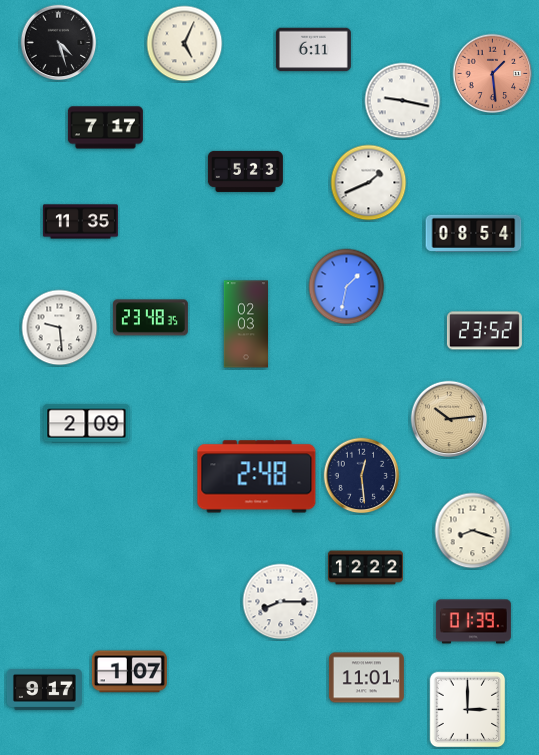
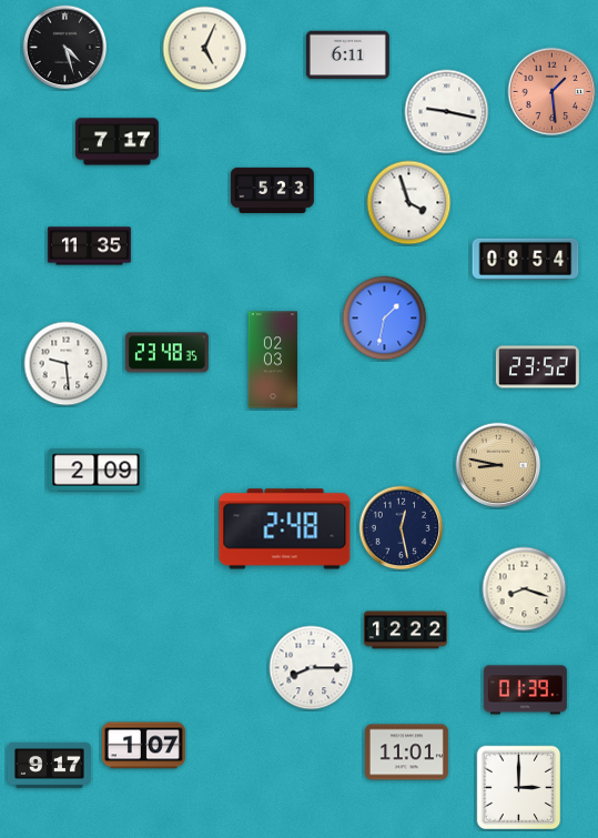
clock at (493, 74) position: (493, 74) -> (553, 92)
clock at (369, 183): 1:41 -> 3:57
clock at (449, 419): 10:14 -> 8:47
clock at (362, 476): 12:29 -> 12:28
